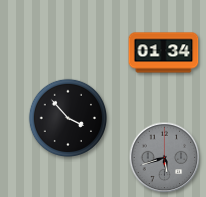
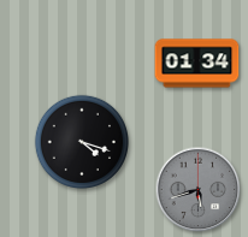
clock at (67, 117): 3:53 -> 4:18
